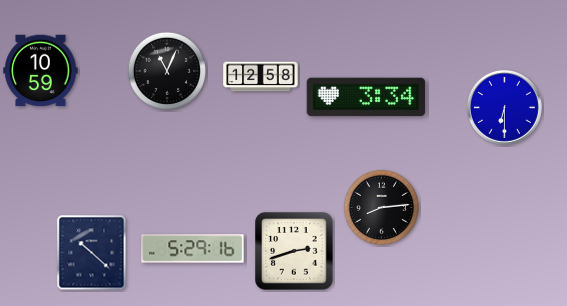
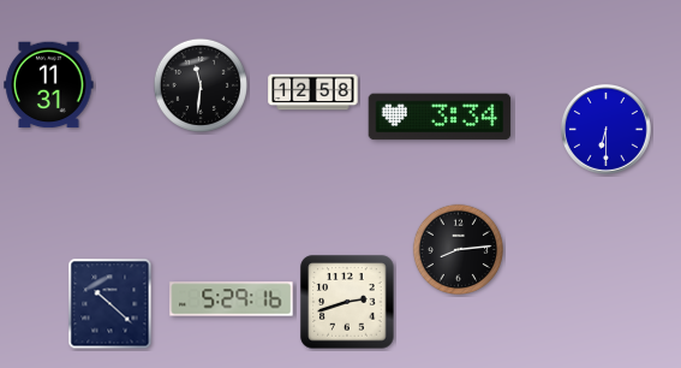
clock at (166, 70): 11:04 -> 11:31
clock at (41, 71): 10:59 -> 11:31
clock at (294, 251) position: (294, 251) -> (347, 302)
